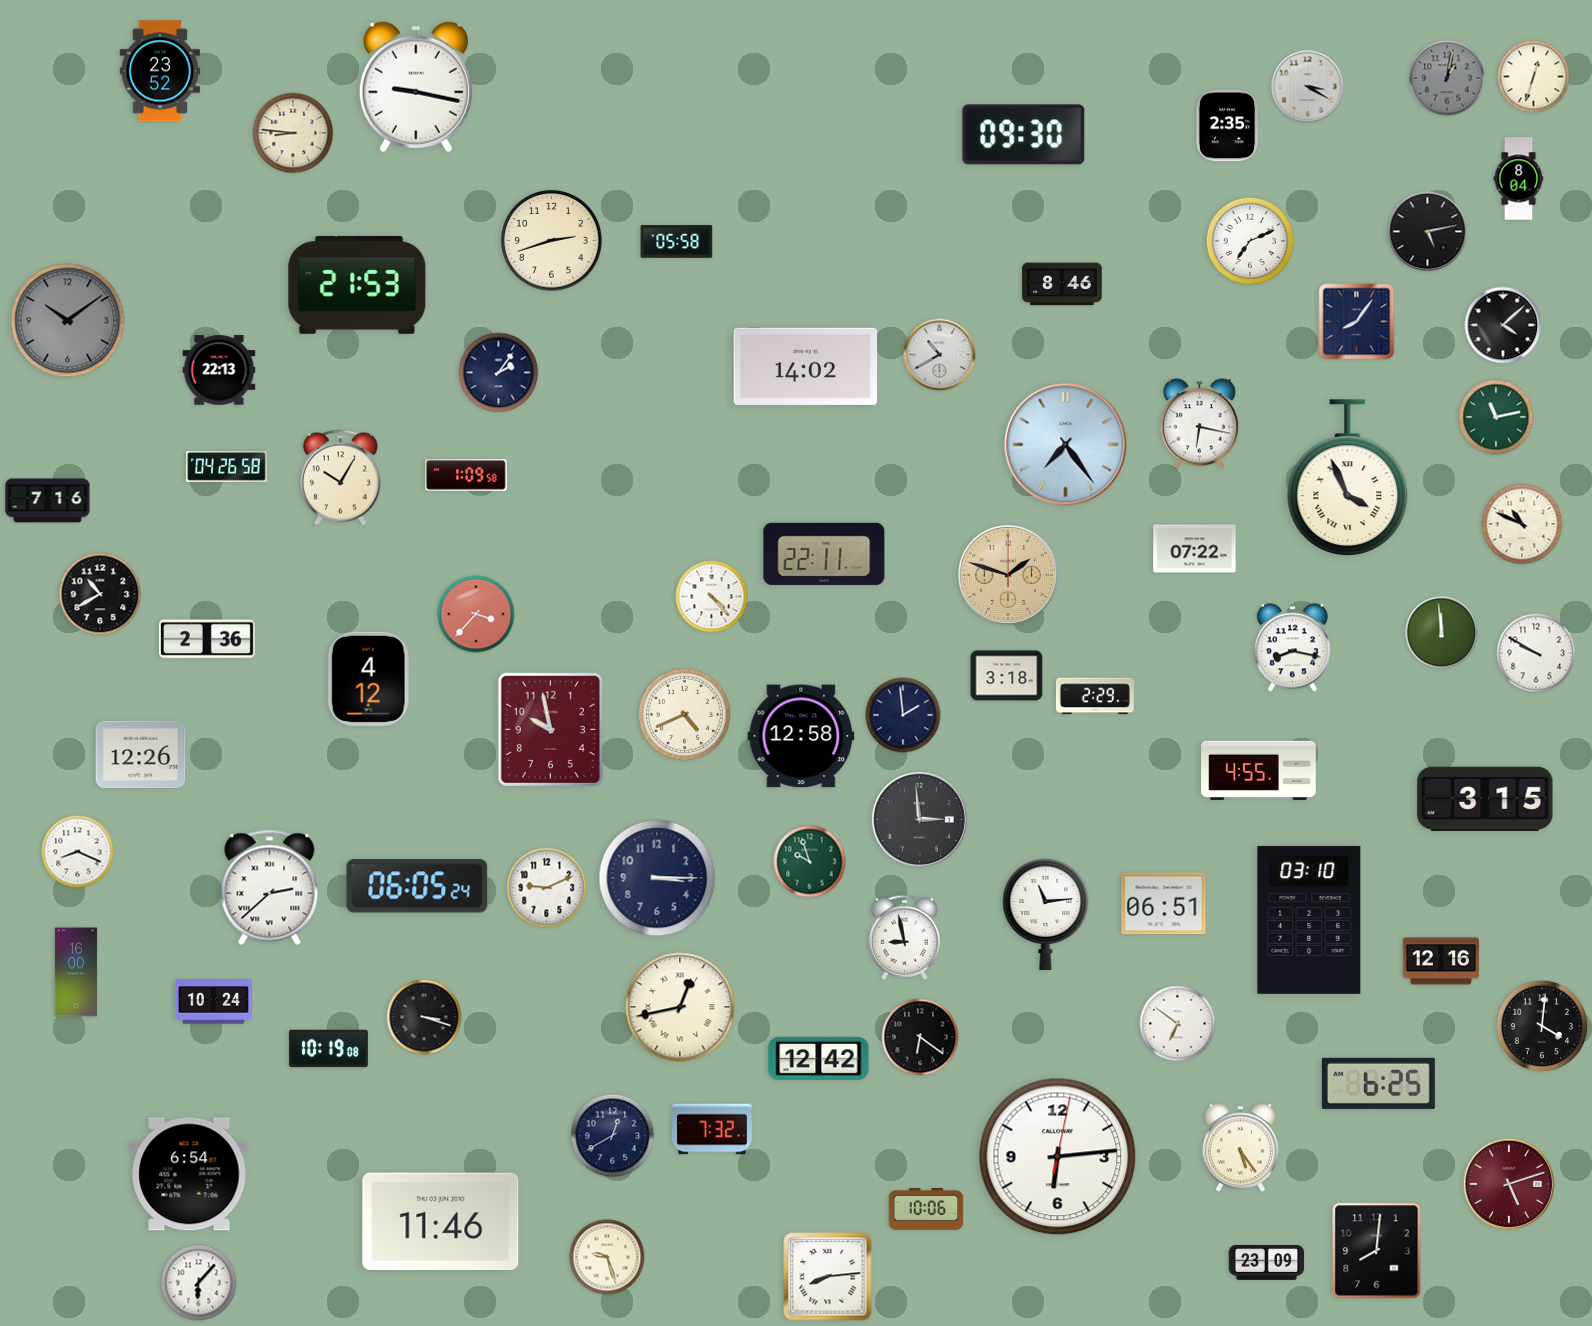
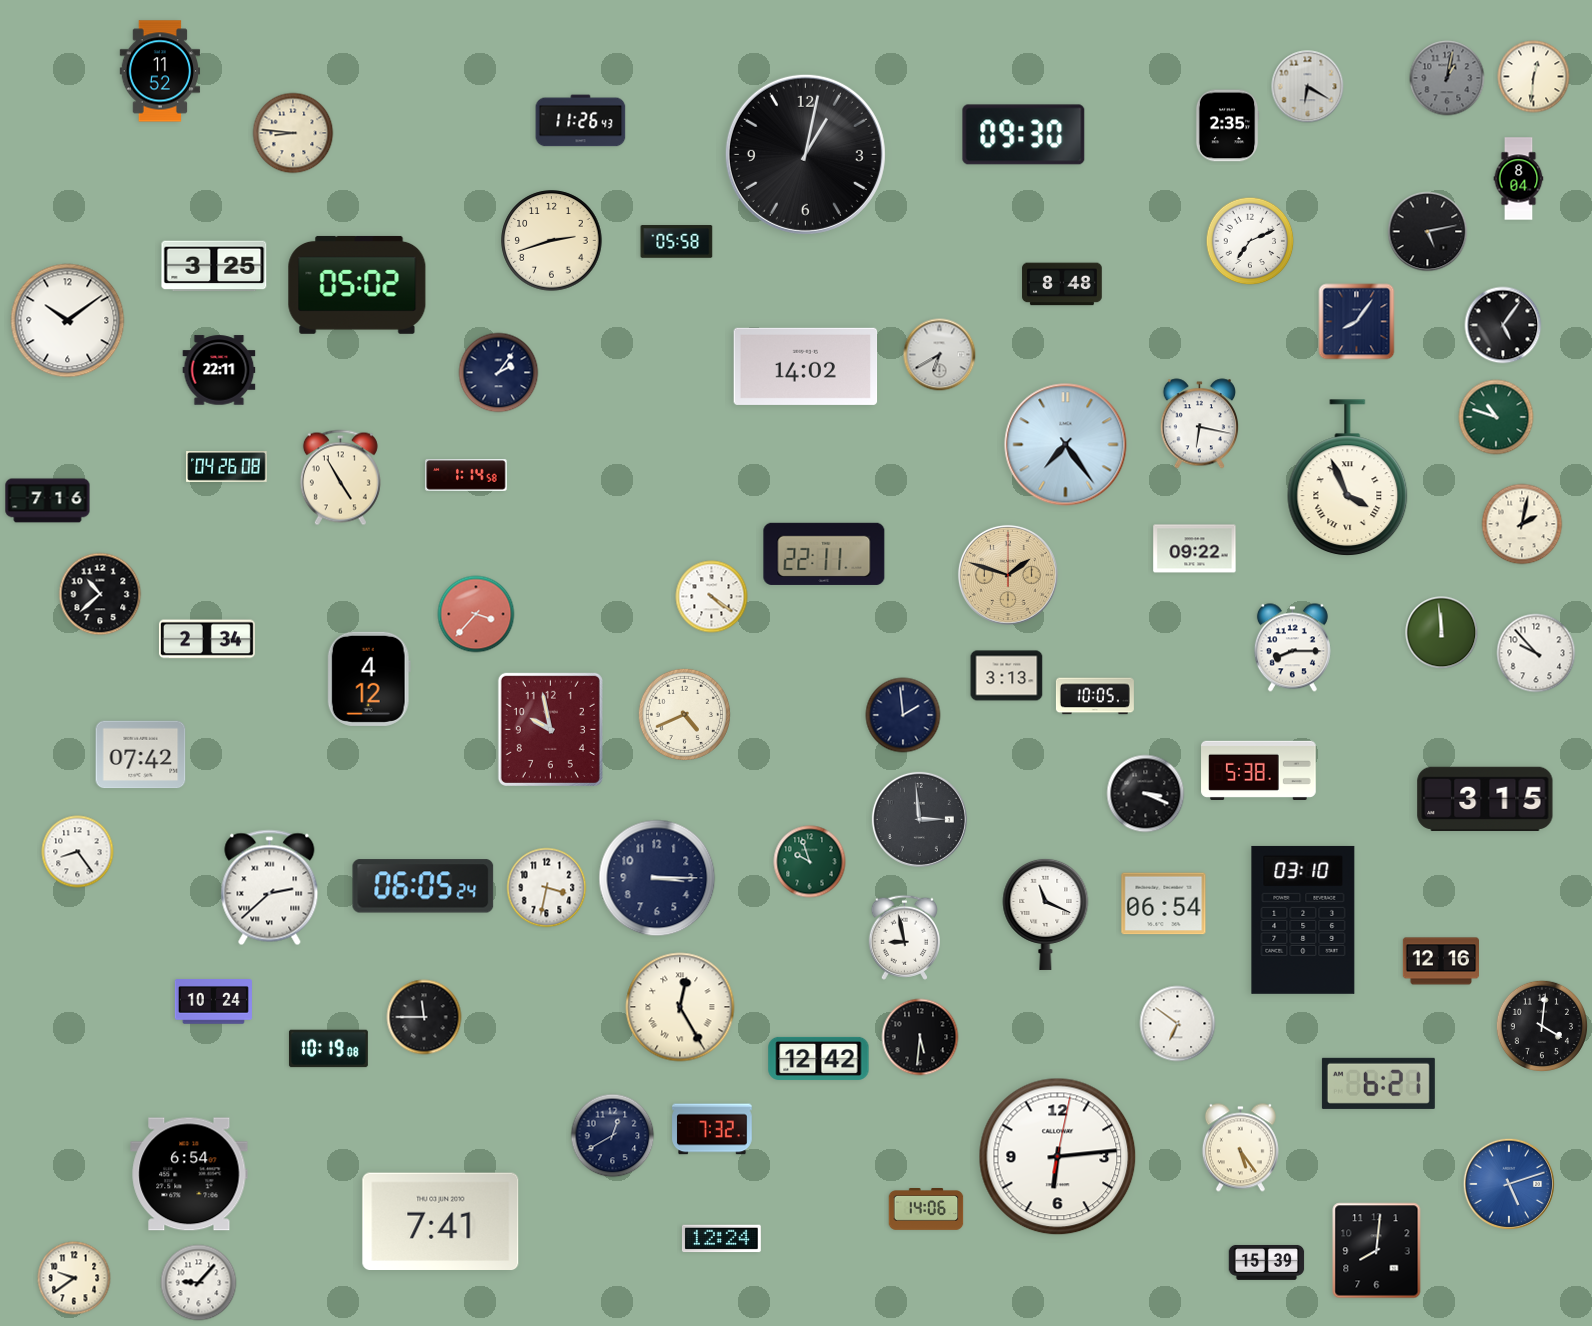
clock at (160, 71): 23:52 -> 11:52
clock at (1534, 77): 12:33 -> 12:31
clock at (416, 87): 9:17 -> none
clock at (1308, 87): 3:20 -> 6:20
clock at (581, 121): none -> 11:26
clock at (805, 154): none -> 1:02
clock at (214, 266): none -> 3:25
clock at (1062, 284): 8:46 -> 8:48
clock at (357, 285): 21:53 -> 05:02
clock at (68, 321) dial: grey -> white
clock at (1503, 325): 4:08 -> 5:06
clock at (940, 355): 10:40 -> 6:40
clock at (219, 370): 22:13 -> 22:11
clock at (1496, 417): 11:13 -> 10:48
clock at (227, 467): 04:26:58 -> 04:26:08
clock at (466, 475): 1:09 -> 1:14
clock at (340, 478): 10:05 -> 4:55
clock at (1522, 524): 10:49 -> 2:02
clock at (1195, 549): 07:22 -> 09:22
clock at (100, 594): 10:40 -> 10:38
clock at (712, 597): 4:23 -> 4:21
clock at (207, 639): 2:36 -> 2:34
clock at (1292, 648): 8:17 -> 8:15
clock at (1536, 653): 9:50 -> 9:53
clock at (1007, 676): 3:18 -> 3:13
clock at (1095, 696): 2:29 -> 10:05
clock at (801, 736): 12:58 -> none
clock at (141, 755): 12:26 -> 07:42
clock at (1259, 770): 4:55 -> 5:38
clock at (1146, 794): none -> 3:19
clock at (78, 852): 8:19 -> 8:24
clock at (417, 886) position: (417, 886) -> (423, 886)
clock at (547, 888): 9:11 -> 3:32
clock at (1164, 904): 06:51 -> 06:54
clock at (1046, 914): 11:14 -> 11:19
clock at (1309, 920) position: (1309, 920) -> (1303, 920)
clock at (76, 972): 16:00 -> none
clock at (680, 1007): 12:43 -> 12:25
clock at (424, 1017): 3:18 -> 11:45
clock at (920, 1037): 6:21 -> 5:31
clock at (1378, 1083): 6:25 -> 6:21
clock at (1508, 1183) dial: burgundy -> blue
clock at (926, 1210): 10:06 -> 14:06
clock at (441, 1222): 11:46 -> 7:41
clock at (721, 1239): none -> 12:24
clock at (607, 1257): 9:27 -> none
clock at (1267, 1262): 23:09 -> 15:39
clock at (828, 1277): 8:14 -> none
clock at (74, 1278): none -> 9:39
clock at (199, 1283): 6:07 -> 9:07
